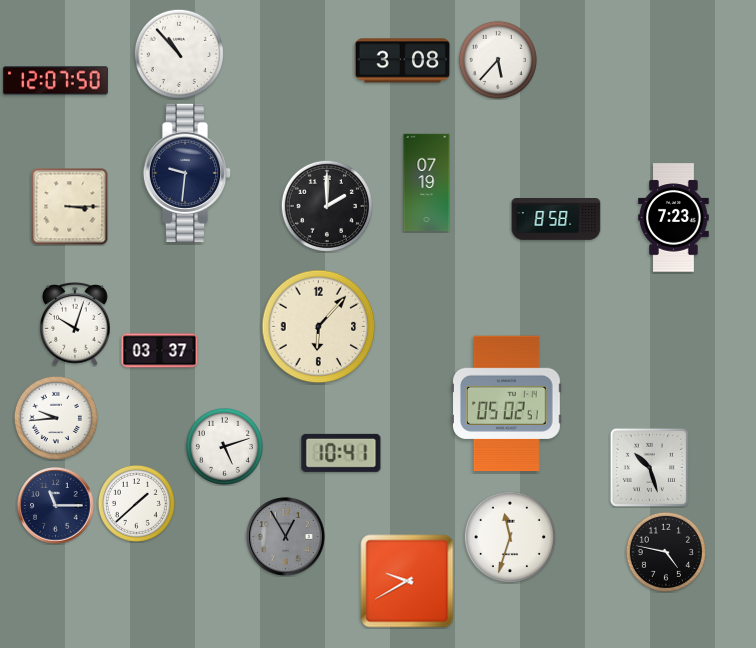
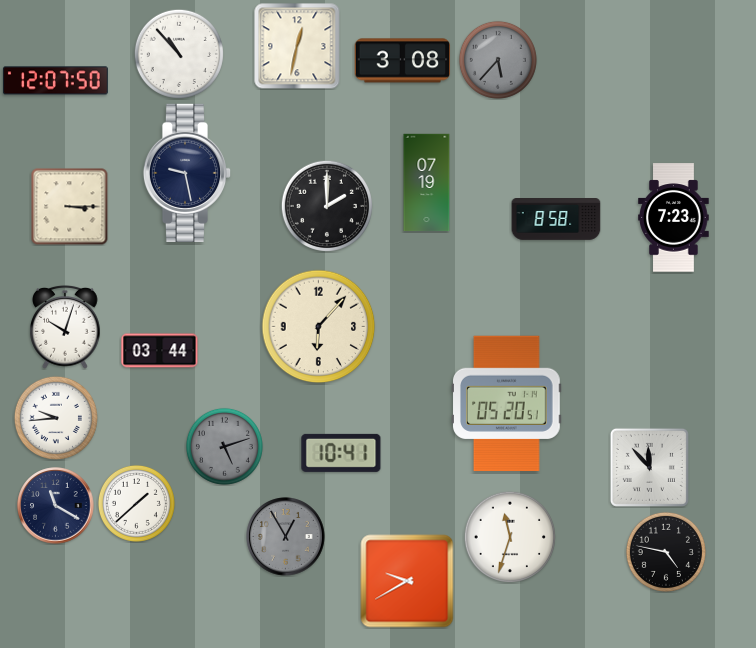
clock at (297, 46): none -> 12:32
clock at (498, 60) dial: white -> grey
clock at (187, 173): 9:31 -> 9:28
clock at (75, 325) position: (75, 325) -> (65, 328)
clock at (160, 351): 03:37 -> 03:44
clock at (507, 404): 05:02 -> 05:20
clock at (224, 446) dial: white -> grey
clock at (649, 467): 10:27 -> 11:53
clock at (56, 506): 11:15 -> 11:20
